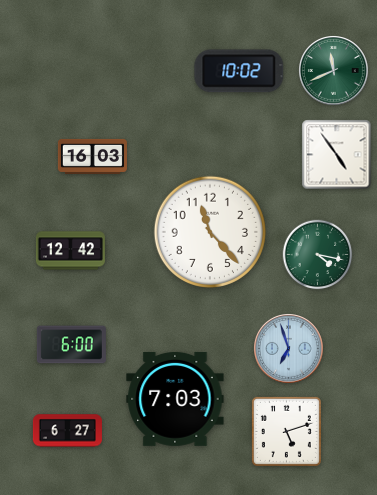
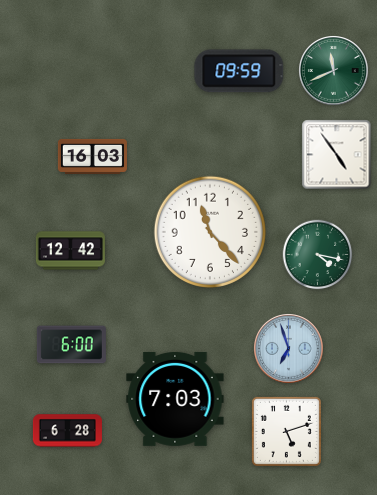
clock at (239, 71): 10:02 -> 09:59
clock at (67, 431): 6:27 -> 6:28
